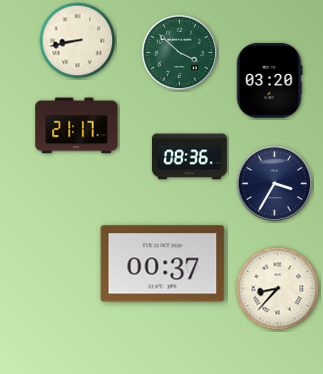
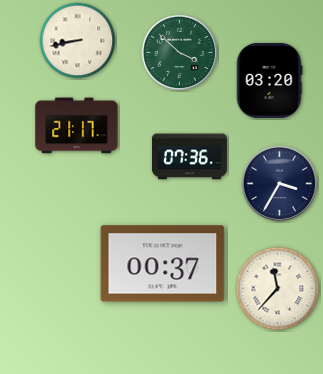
clock at (190, 157): 08:36 -> 07:36
clock at (275, 184) position: (275, 184) -> (280, 184)
clock at (278, 289): 8:37 -> 11:37
